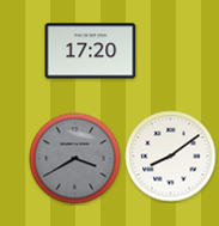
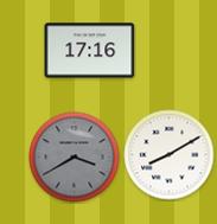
clock at (91, 51): 17:20 -> 17:16
clock at (171, 157): 8:09 -> 8:10
